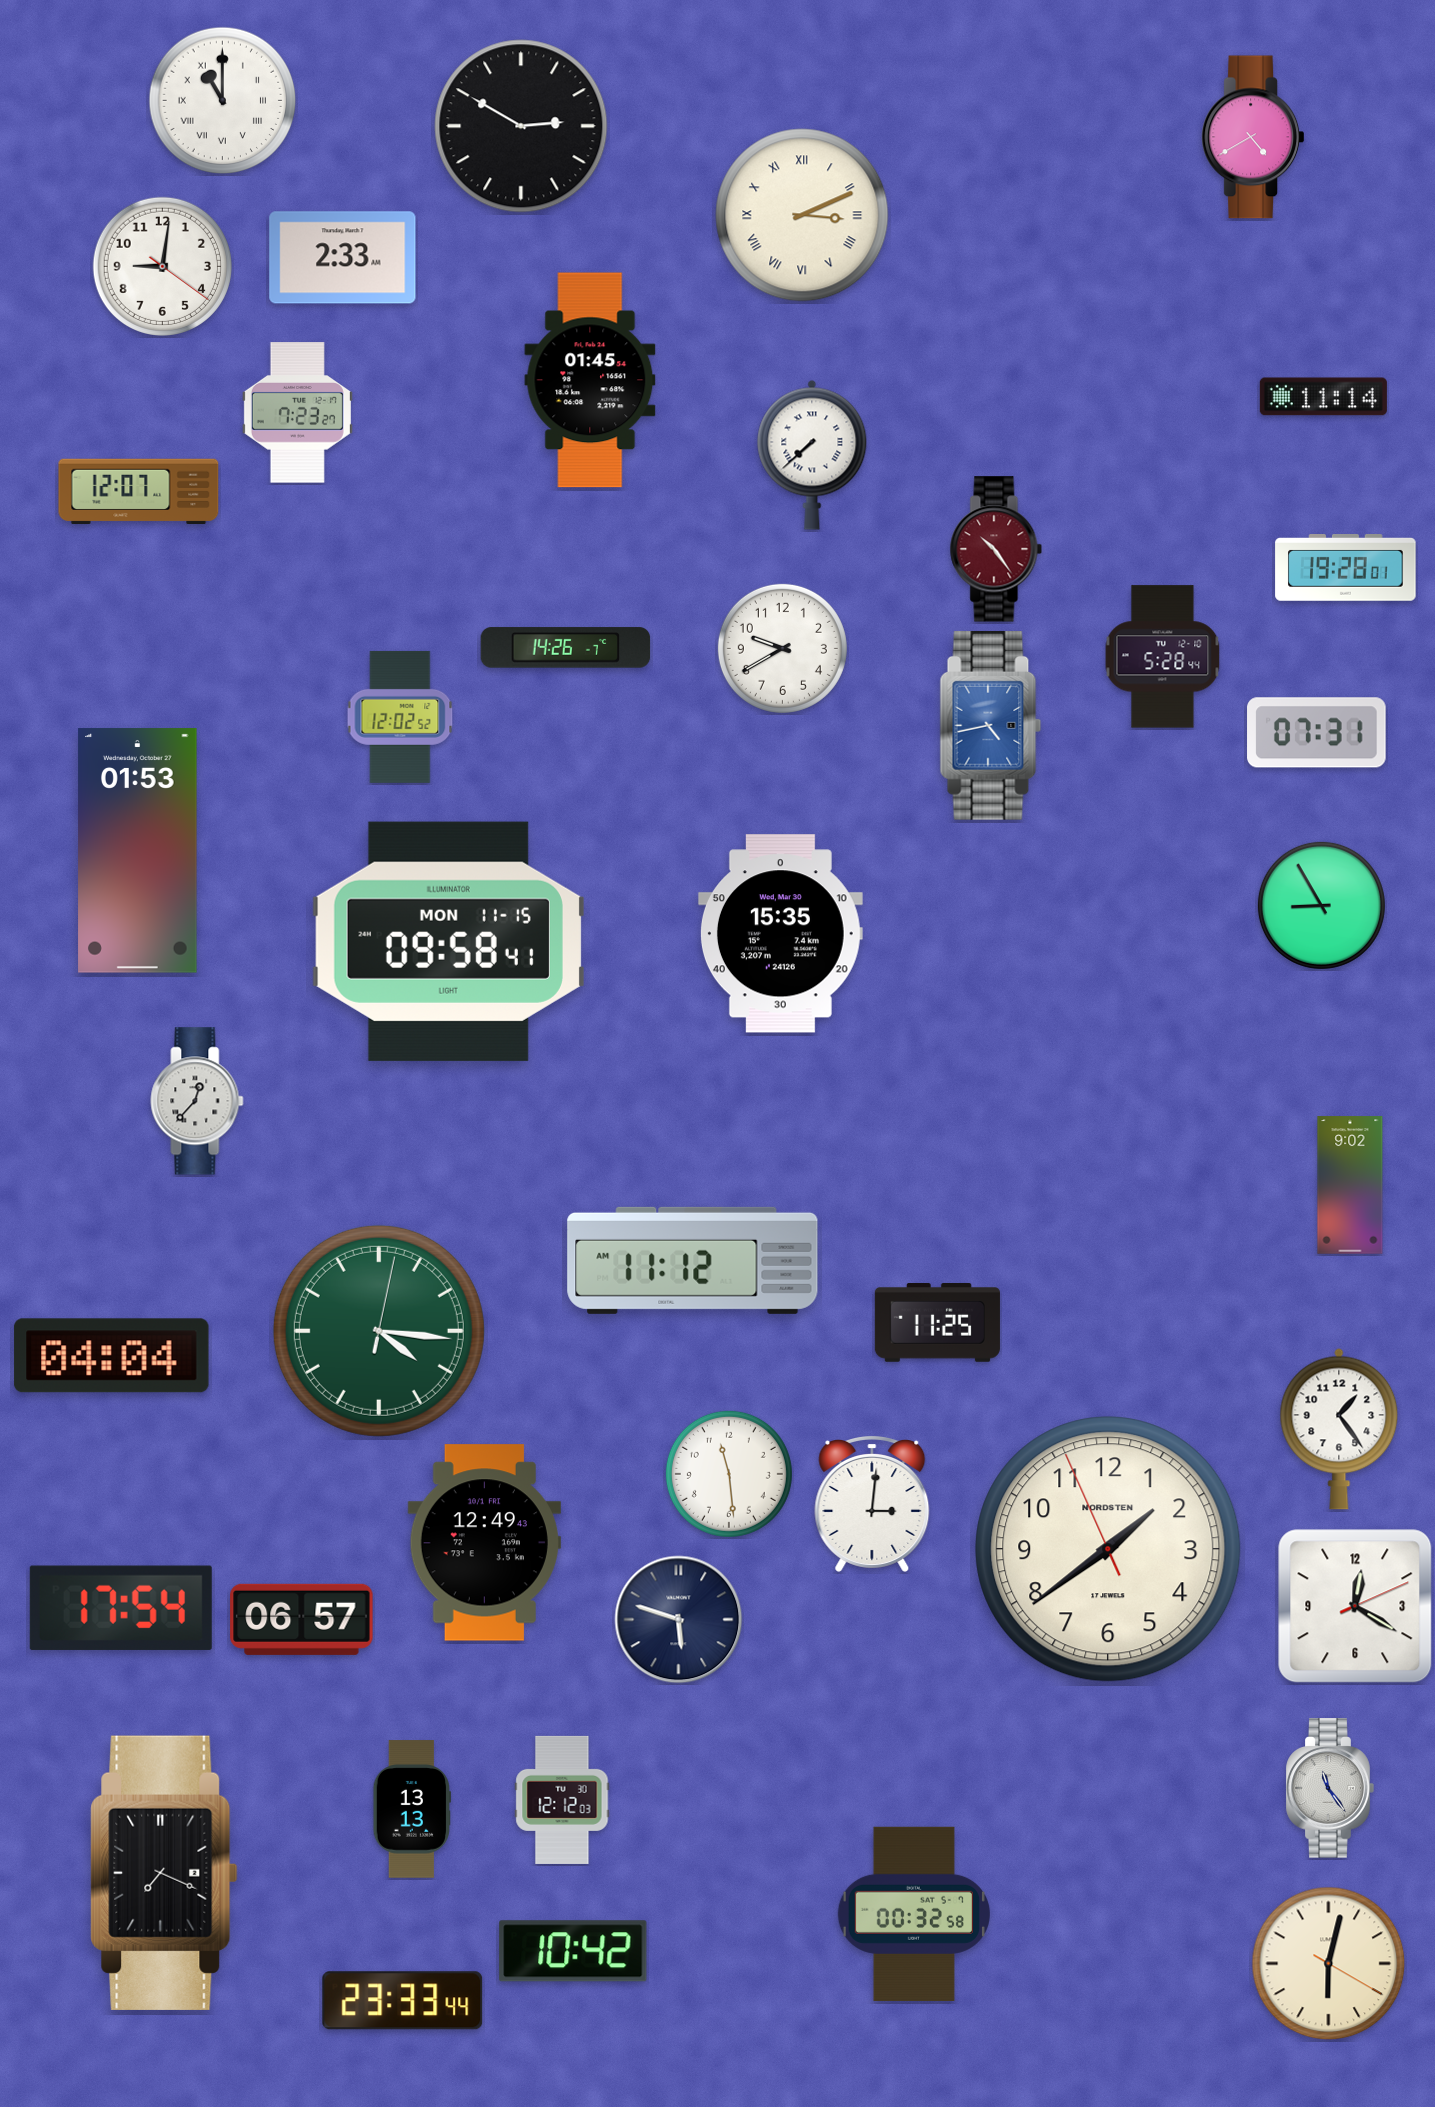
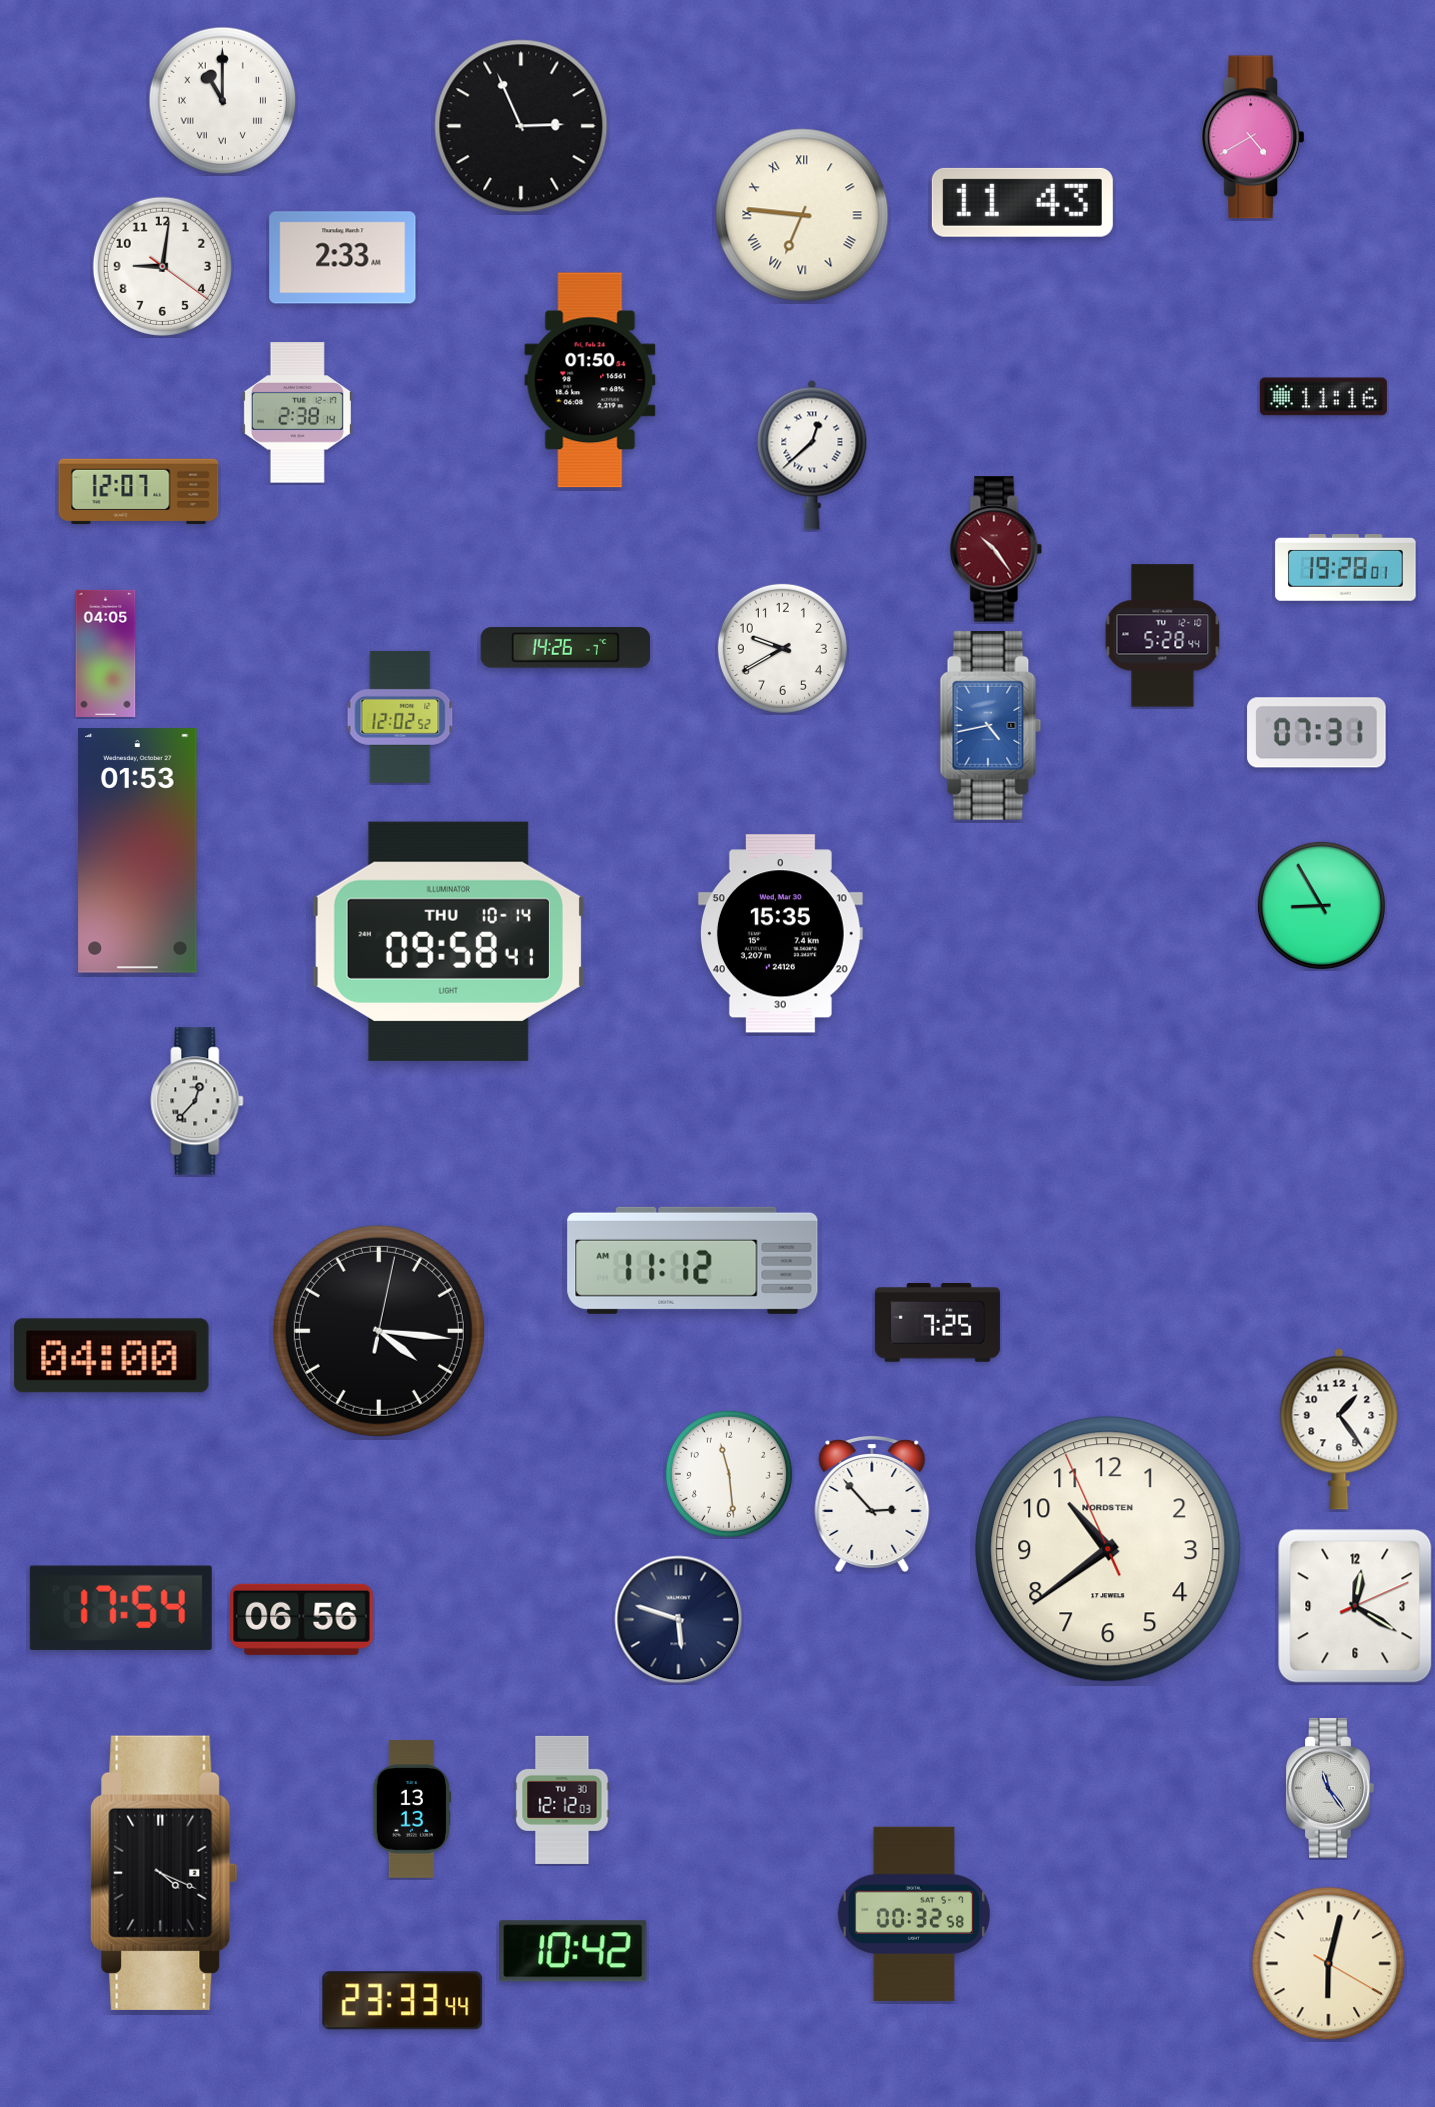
clock at (521, 126): 2:50 -> 2:56
clock at (1022, 202): none -> 11:43
clock at (802, 215): 3:11 -> 6:46
clock at (590, 380): 01:45 -> 01:50
clock at (1323, 397): 11:14 -> 11:16
clock at (297, 413): 7:23 -> 2:38
clock at (812, 455): 7:38 -> 12:38
clock at (106, 653): none -> 04:05
clock at (1163, 657) position: (1163, 657) -> (1163, 636)
clock at (448, 941) date: MON 11-15 -> THU 10-14
clock at (1350, 1185): 9:02 -> none
clock at (937, 1323): 11:25 -> 7:25
clock at (379, 1331) dial: green -> black
clock at (112, 1356): 04:04 -> 04:00
clock at (872, 1504): 3:01 -> 2:53
clock at (484, 1543): 12:49 -> none
clock at (1108, 1549): 1:38 -> 10:38
clock at (302, 1619): 06:57 -> 06:56
clock at (164, 1873): 7:19 -> 4:19
